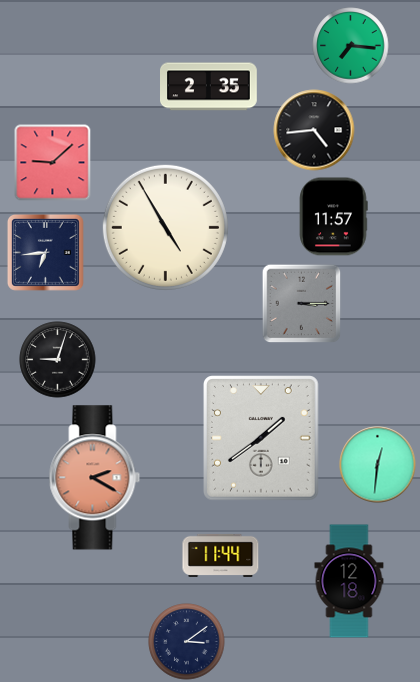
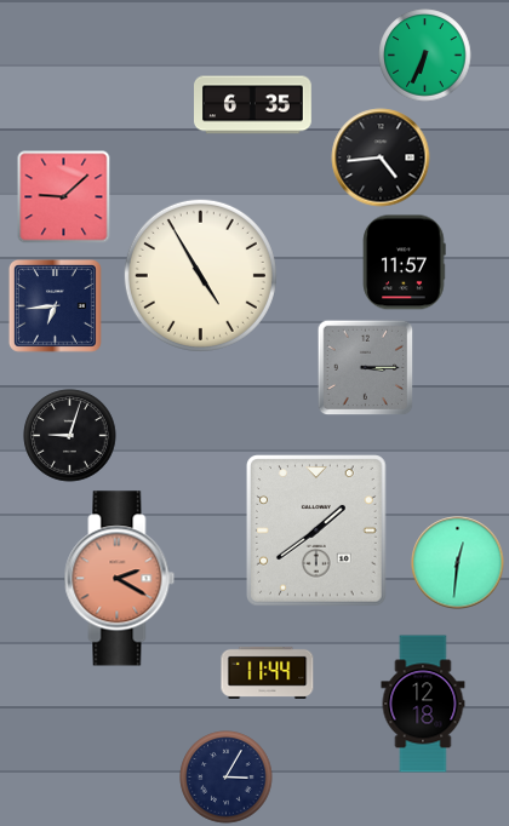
clock at (351, 46): 7:16 -> 6:34
clock at (209, 87): 2:35 -> 6:35
clock at (95, 478) position: (95, 478) -> (120, 579)
clock at (187, 642): 3:09 -> 3:05
